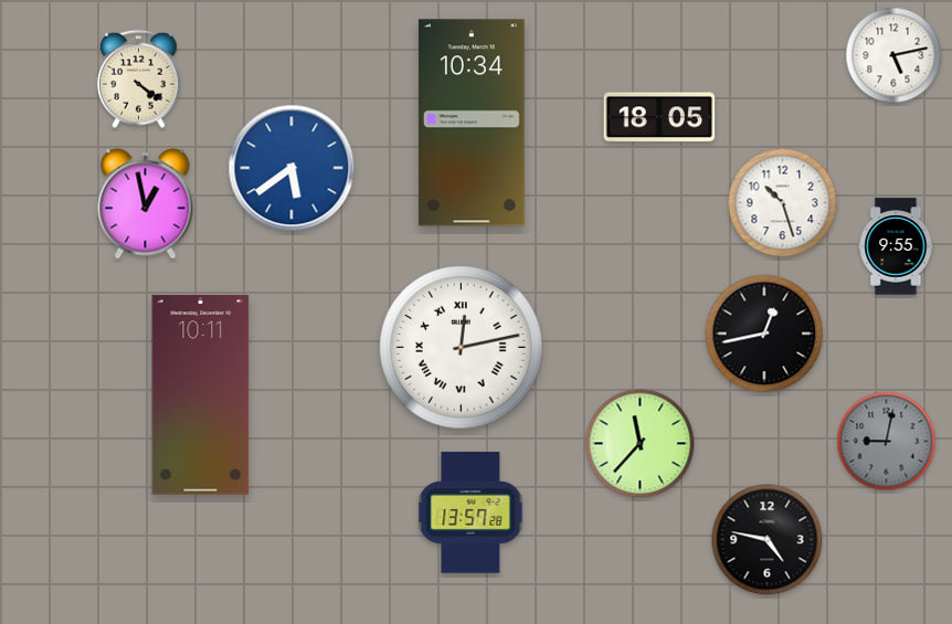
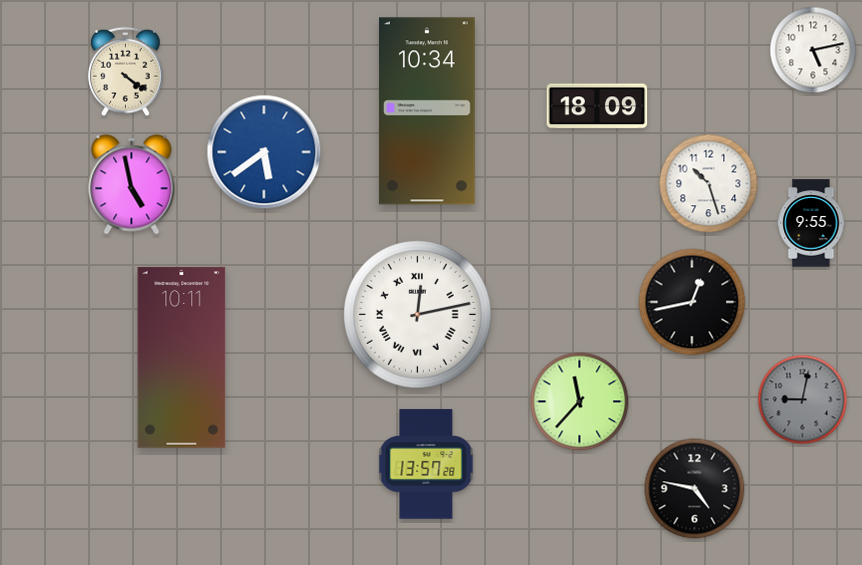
clock at (893, 55) position: (893, 55) -> (813, 50)
clock at (659, 117): 18:05 -> 18:09
clock at (146, 204): 12:58 -> 4:58
